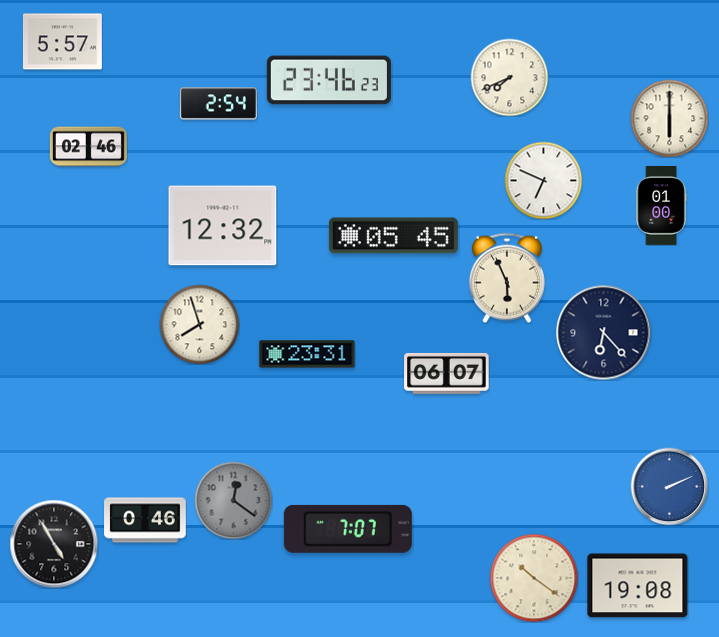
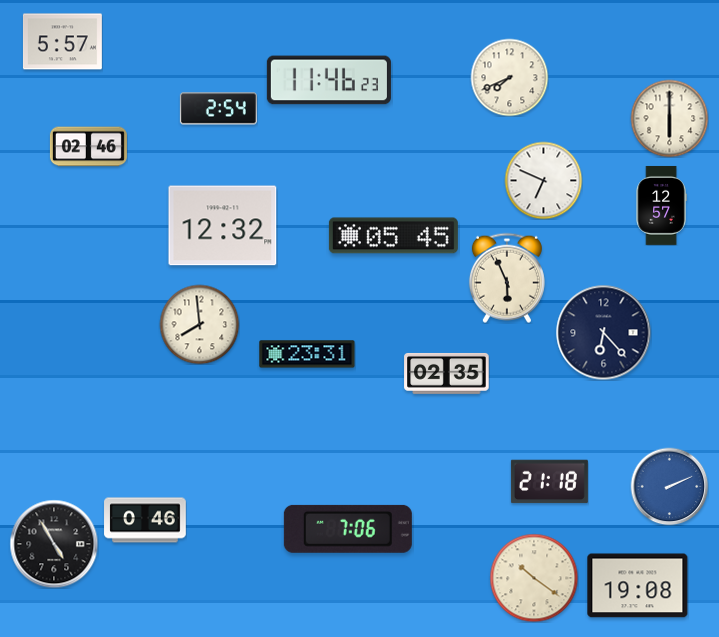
clock at (329, 80): 23:46 -> 11:46
clock at (218, 104) position: (218, 104) -> (218, 109)
clock at (661, 205): 01:00 -> 12:57
clock at (199, 324): 7:57 -> 7:59
clock at (447, 373): 06:07 -> 02:35
clock at (549, 482): none -> 21:18
clock at (233, 500): 12:21 -> none
clock at (348, 529): 7:07 -> 7:06
